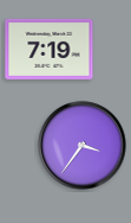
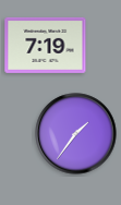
clock at (83, 146): 3:36 -> 1:36
